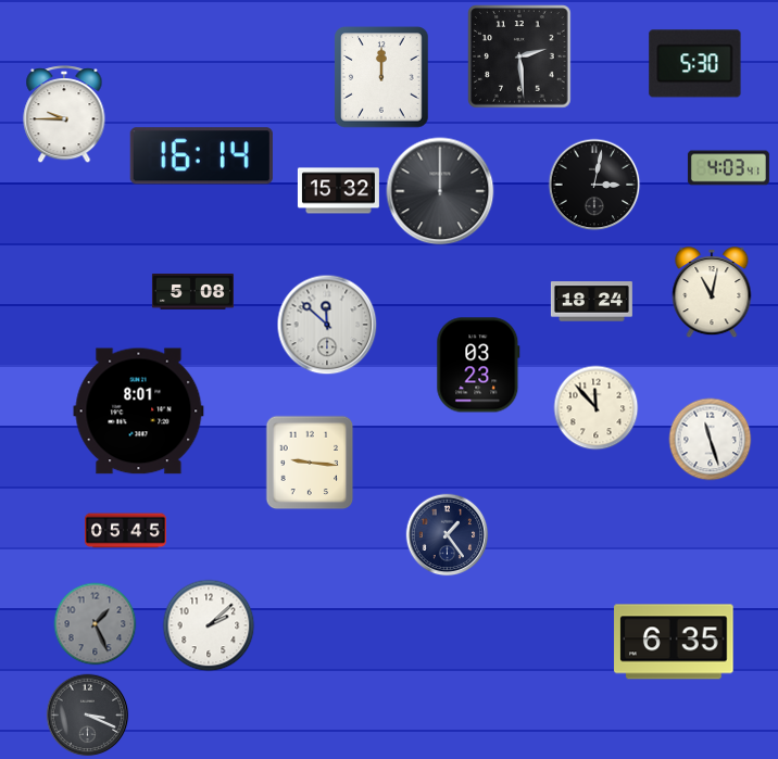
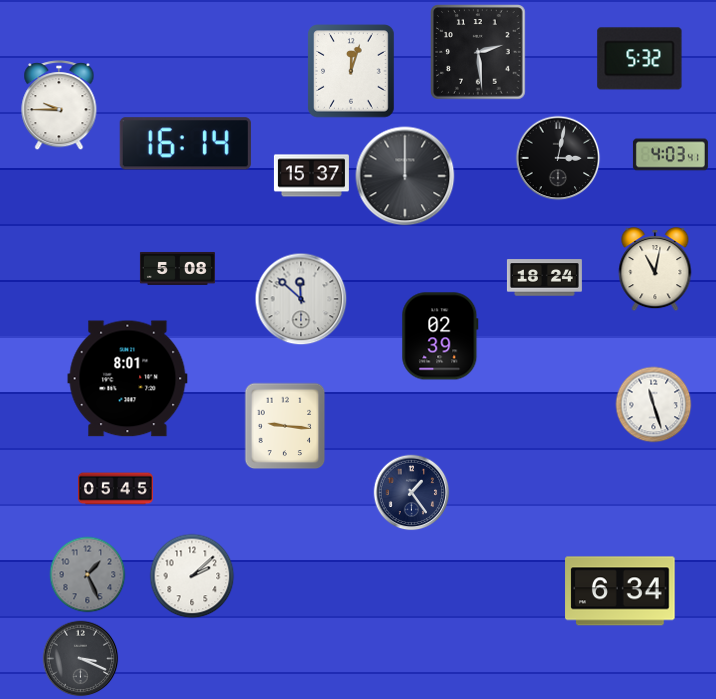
clock at (695, 64): 5:30 -> 5:32
clock at (381, 77): 12:00 -> 12:03
clock at (594, 185) position: (594, 185) -> (558, 158)
clock at (338, 191): 15:32 -> 15:37
clock at (478, 365): 03:23 -> 02:39
clock at (597, 408): 11:53 -> none
clock at (674, 642): 6:35 -> 6:34
